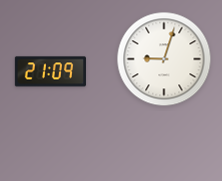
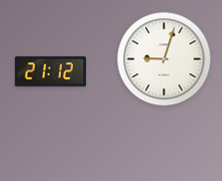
clock at (50, 72): 21:09 -> 21:12
